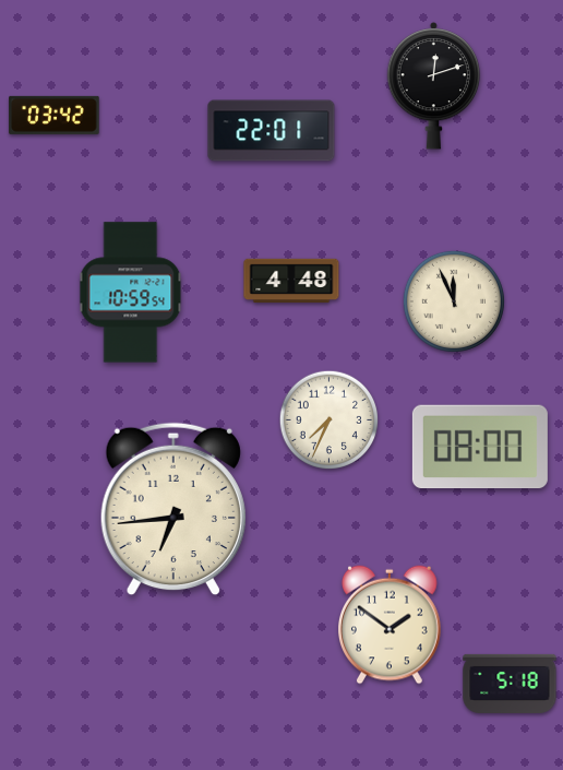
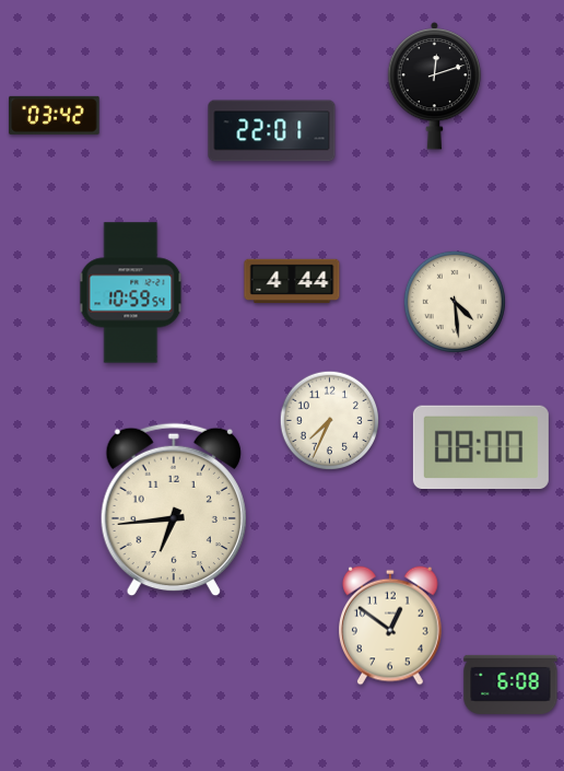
clock at (291, 281): 4:48 -> 4:44
clock at (454, 301): 11:56 -> 4:29
clock at (391, 625): 1:51 -> 12:51
clock at (510, 684): 5:18 -> 6:08
